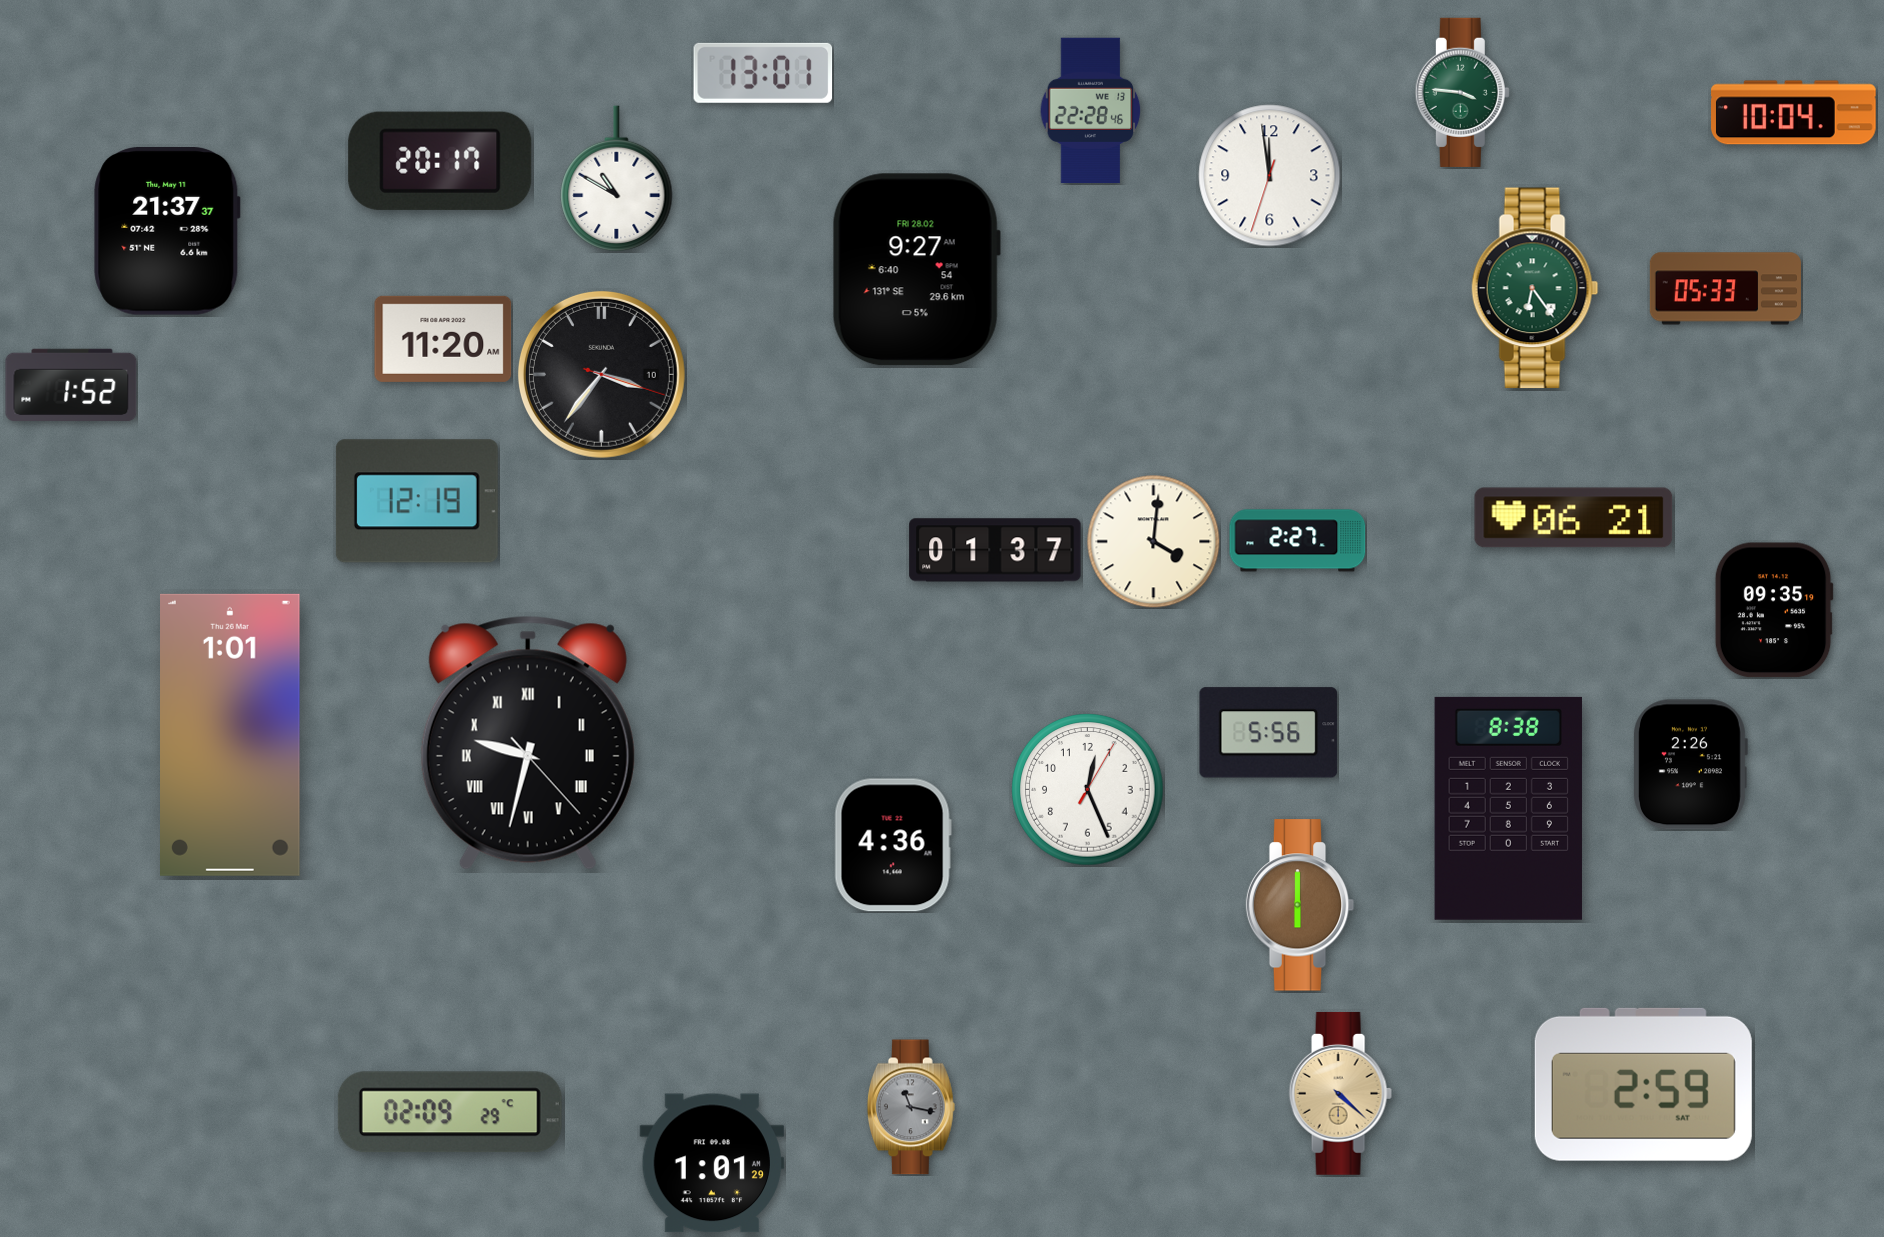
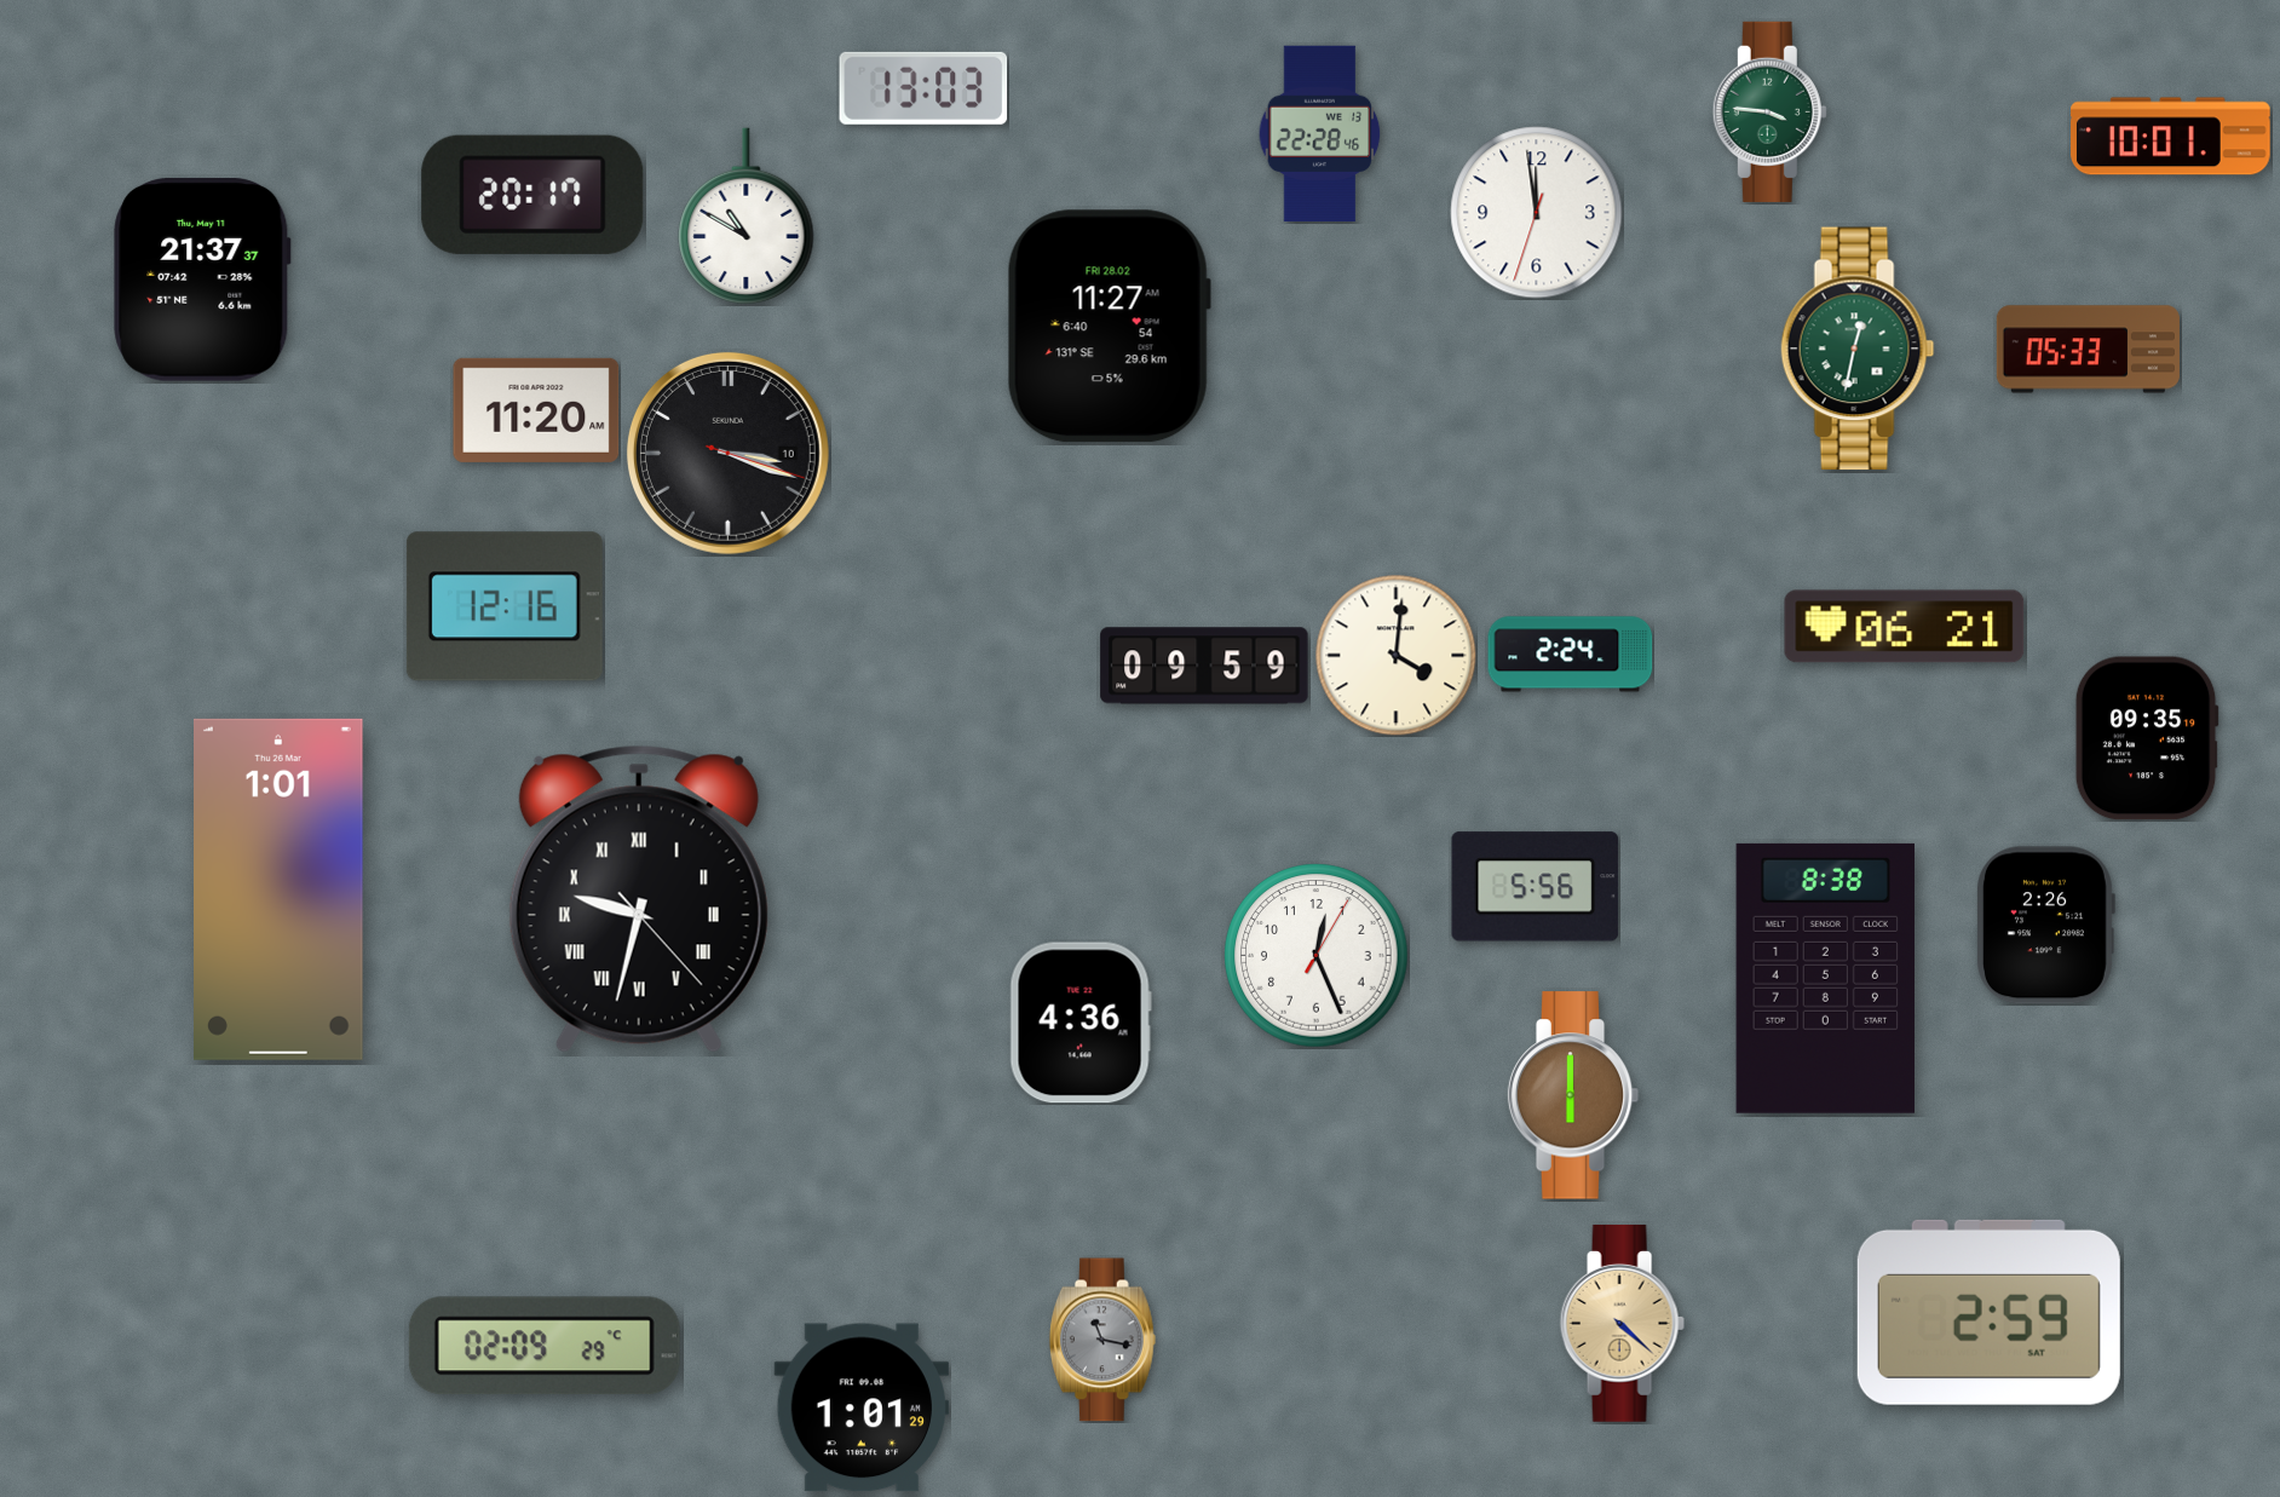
clock at (763, 73): 13:01 -> 13:03
clock at (1794, 113): 10:04 -> 10:01
clock at (916, 270): 9:27 -> 11:27
clock at (1535, 288): 6:24 -> 12:32
clock at (601, 374): 3:36 -> 3:18
clock at (71, 384): 1:52 -> none
clock at (417, 501): 12:19 -> 12:16
clock at (1298, 541): 2:27 -> 2:24
clock at (995, 550): 01:37 -> 09:59
